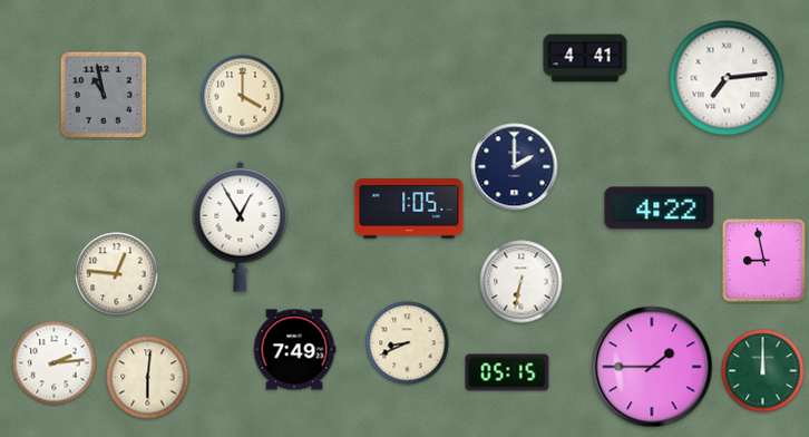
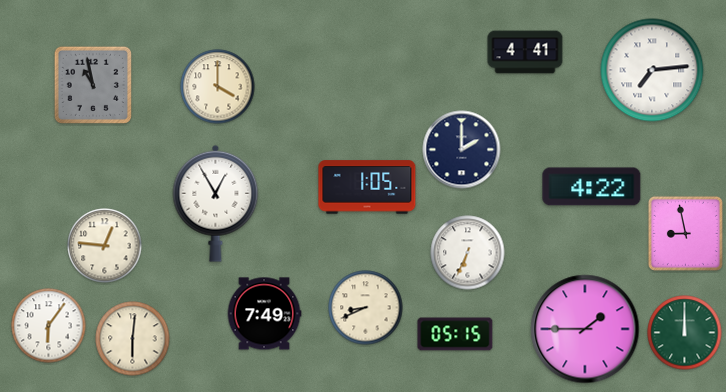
clock at (522, 282): 6:32 -> 6:34
clock at (55, 363): 2:14 -> 6:06
